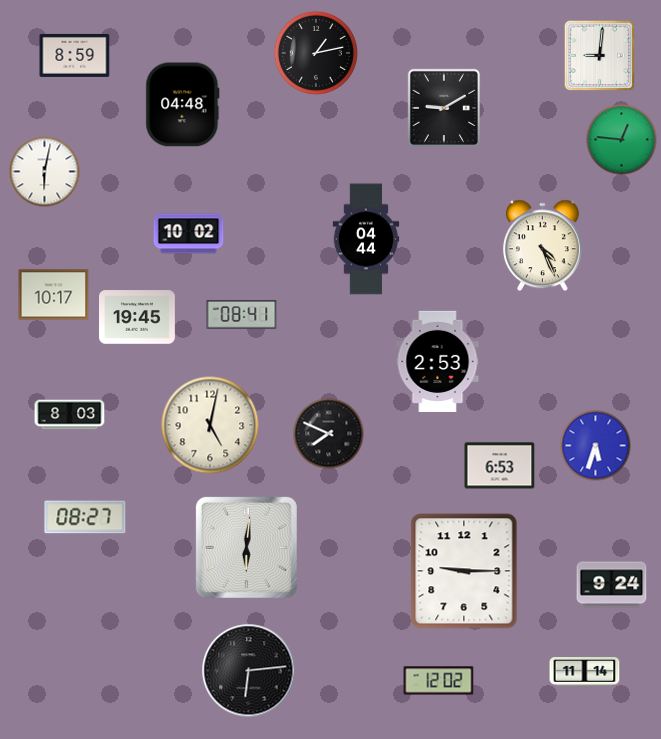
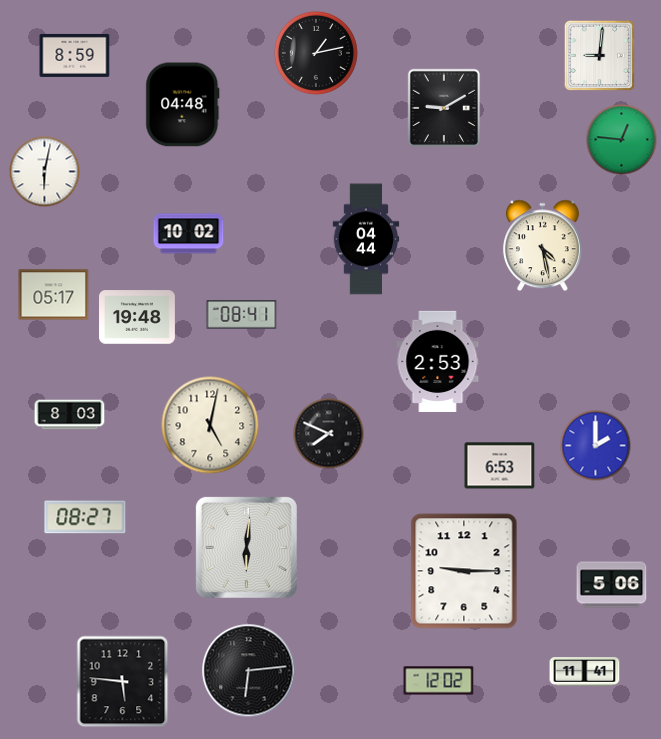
clock at (542, 246): 4:26 -> 4:28
clock at (54, 295): 10:17 -> 05:17
clock at (138, 317): 19:45 -> 19:48
clock at (596, 446): 5:33 -> 2:00
clock at (612, 585): 9:24 -> 5:06
clock at (585, 672): 11:14 -> 11:41
clock at (123, 682): none -> 5:46
